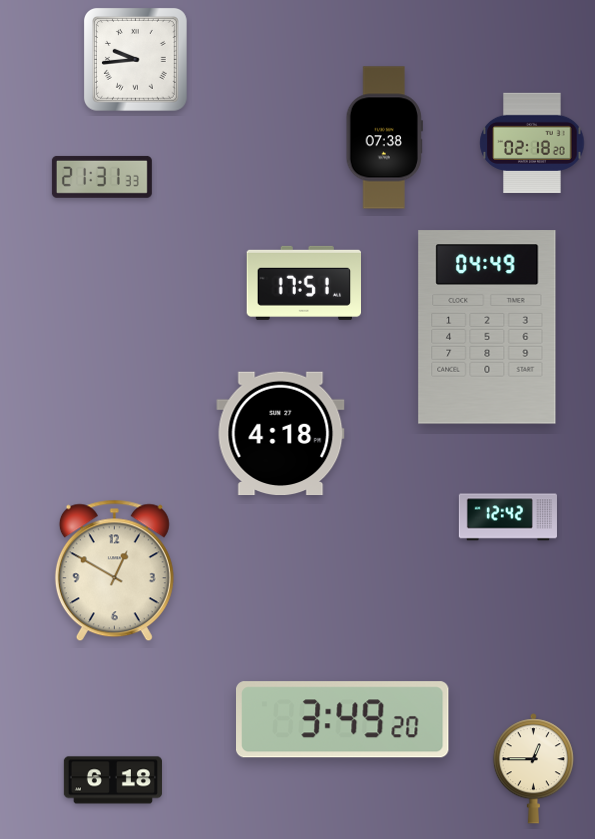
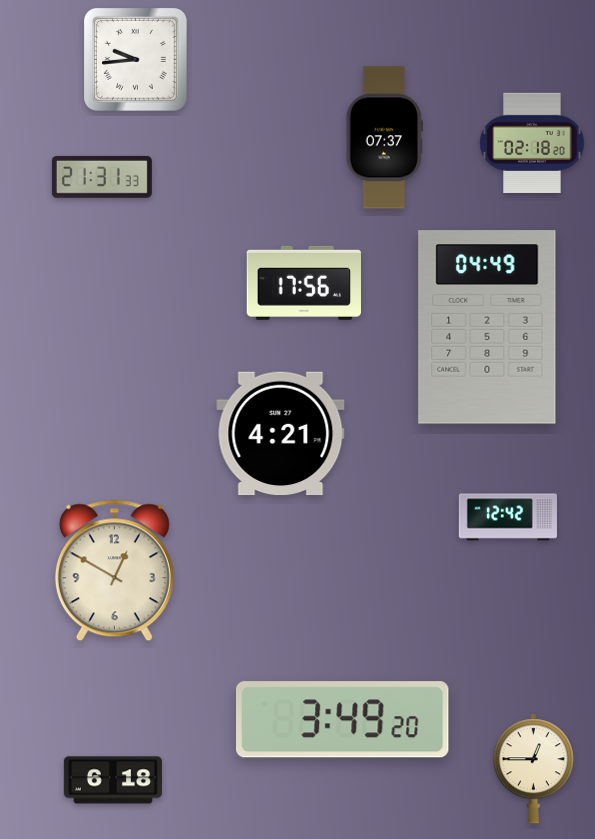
clock at (384, 138): 07:38 -> 07:37
clock at (304, 283): 17:51 -> 17:56
clock at (281, 434): 4:18 -> 4:21
